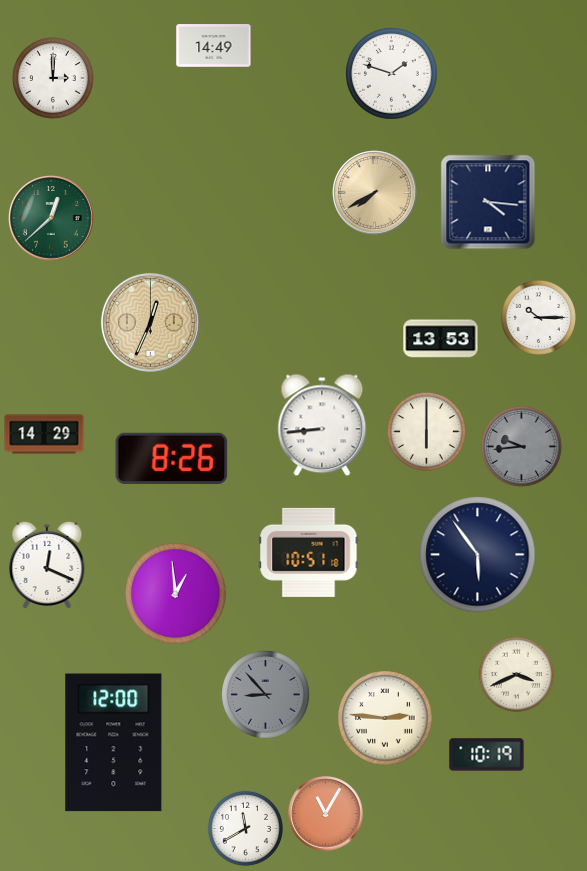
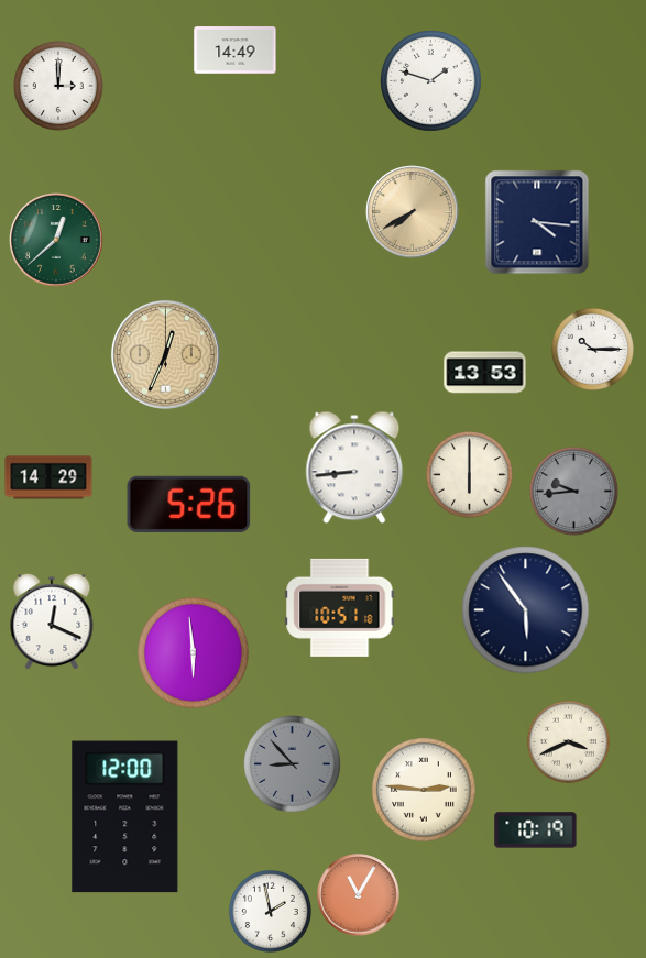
clock at (172, 458): 8:26 -> 5:26
clock at (176, 594): 12:59 -> 5:59
clock at (245, 828): 11:40 -> 1:58
